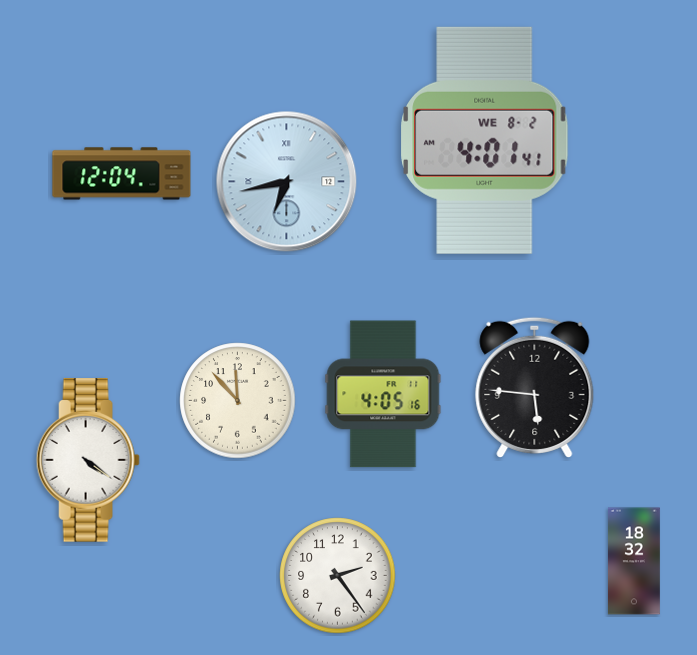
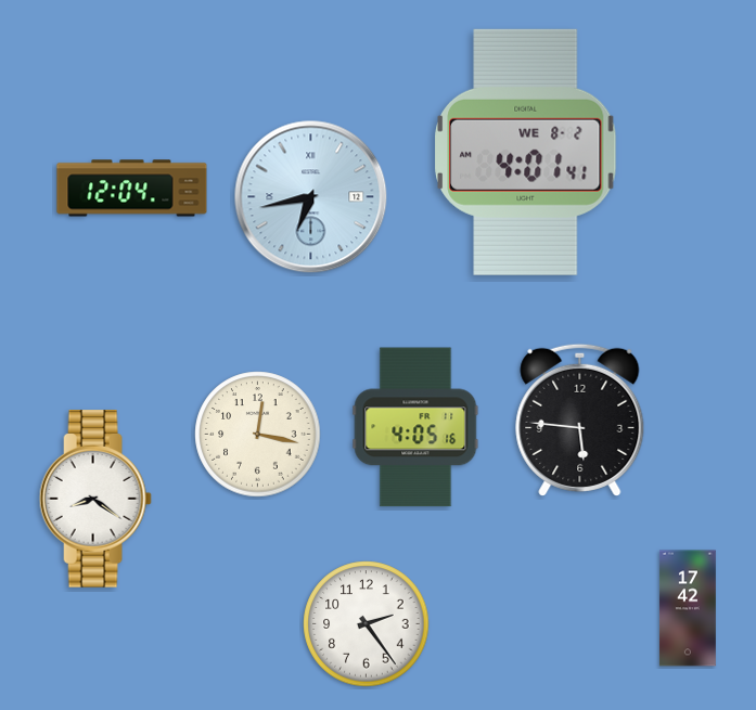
clock at (238, 401): 11:53 -> 12:17
clock at (88, 460): 4:21 -> 8:21
clock at (634, 561): 18:32 -> 17:42
